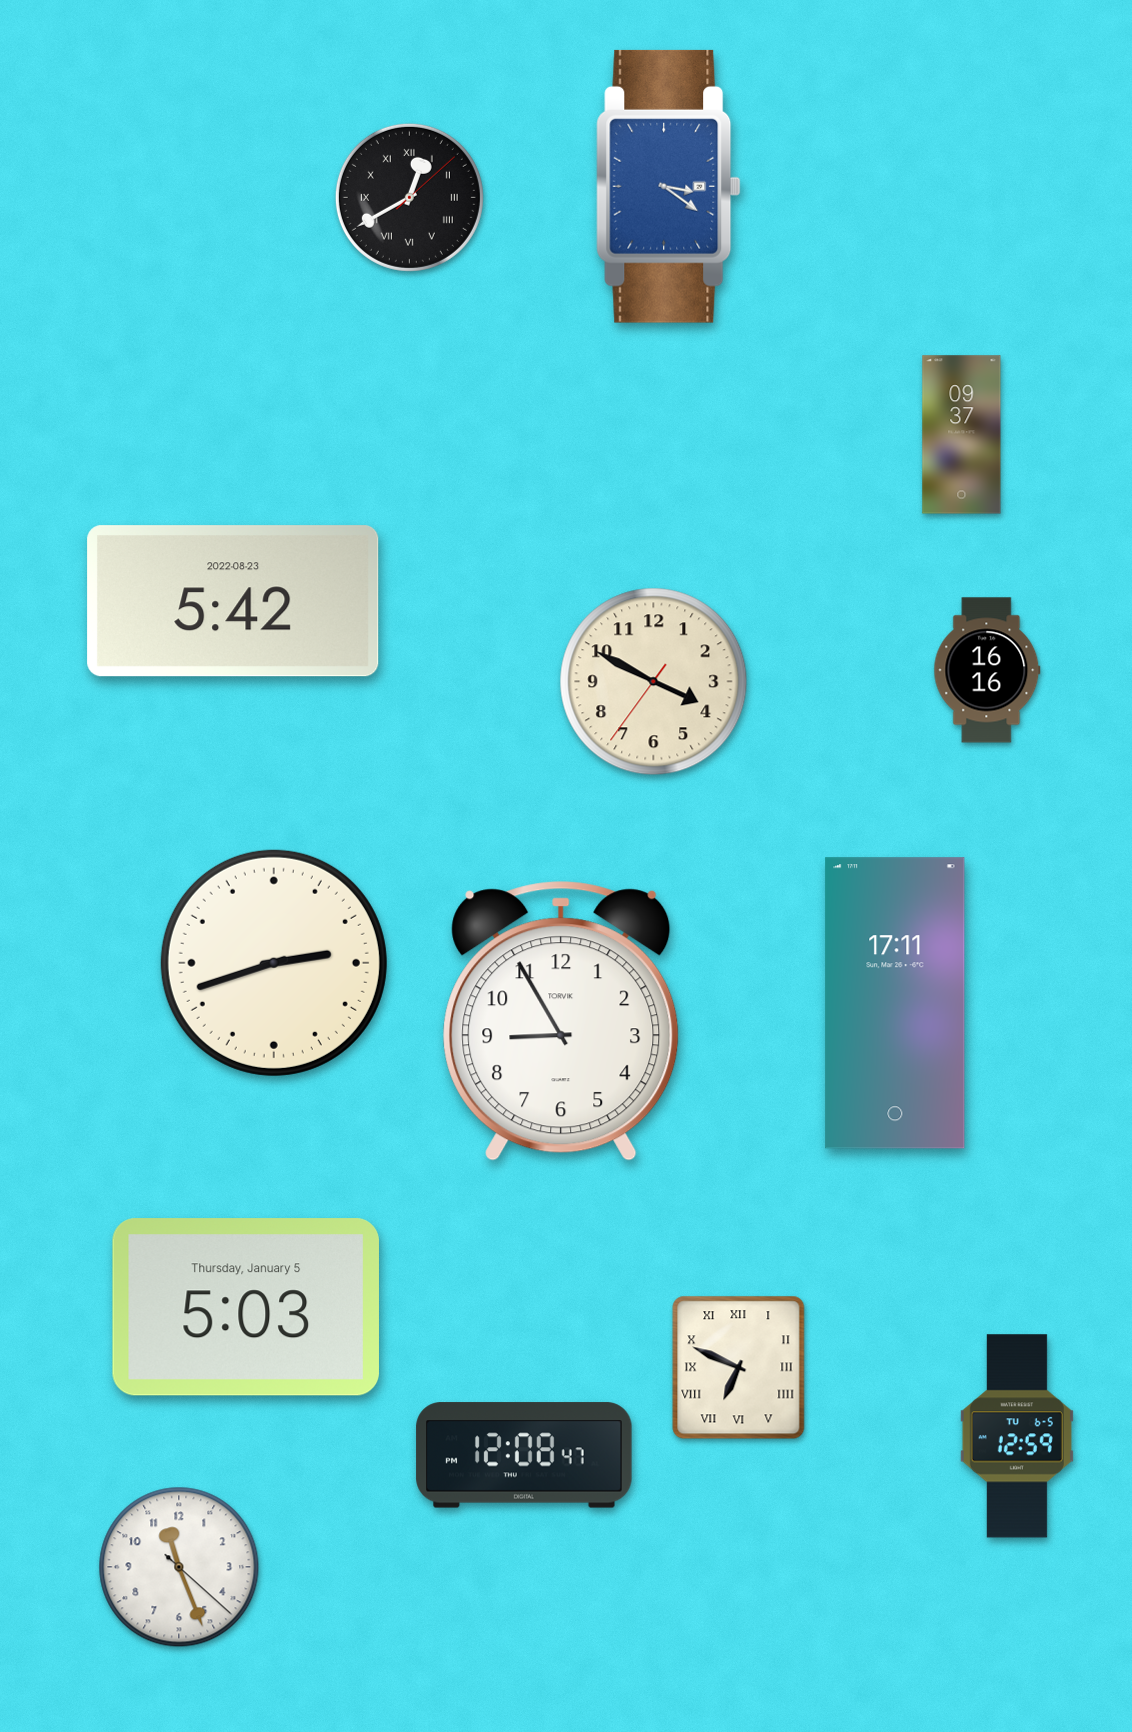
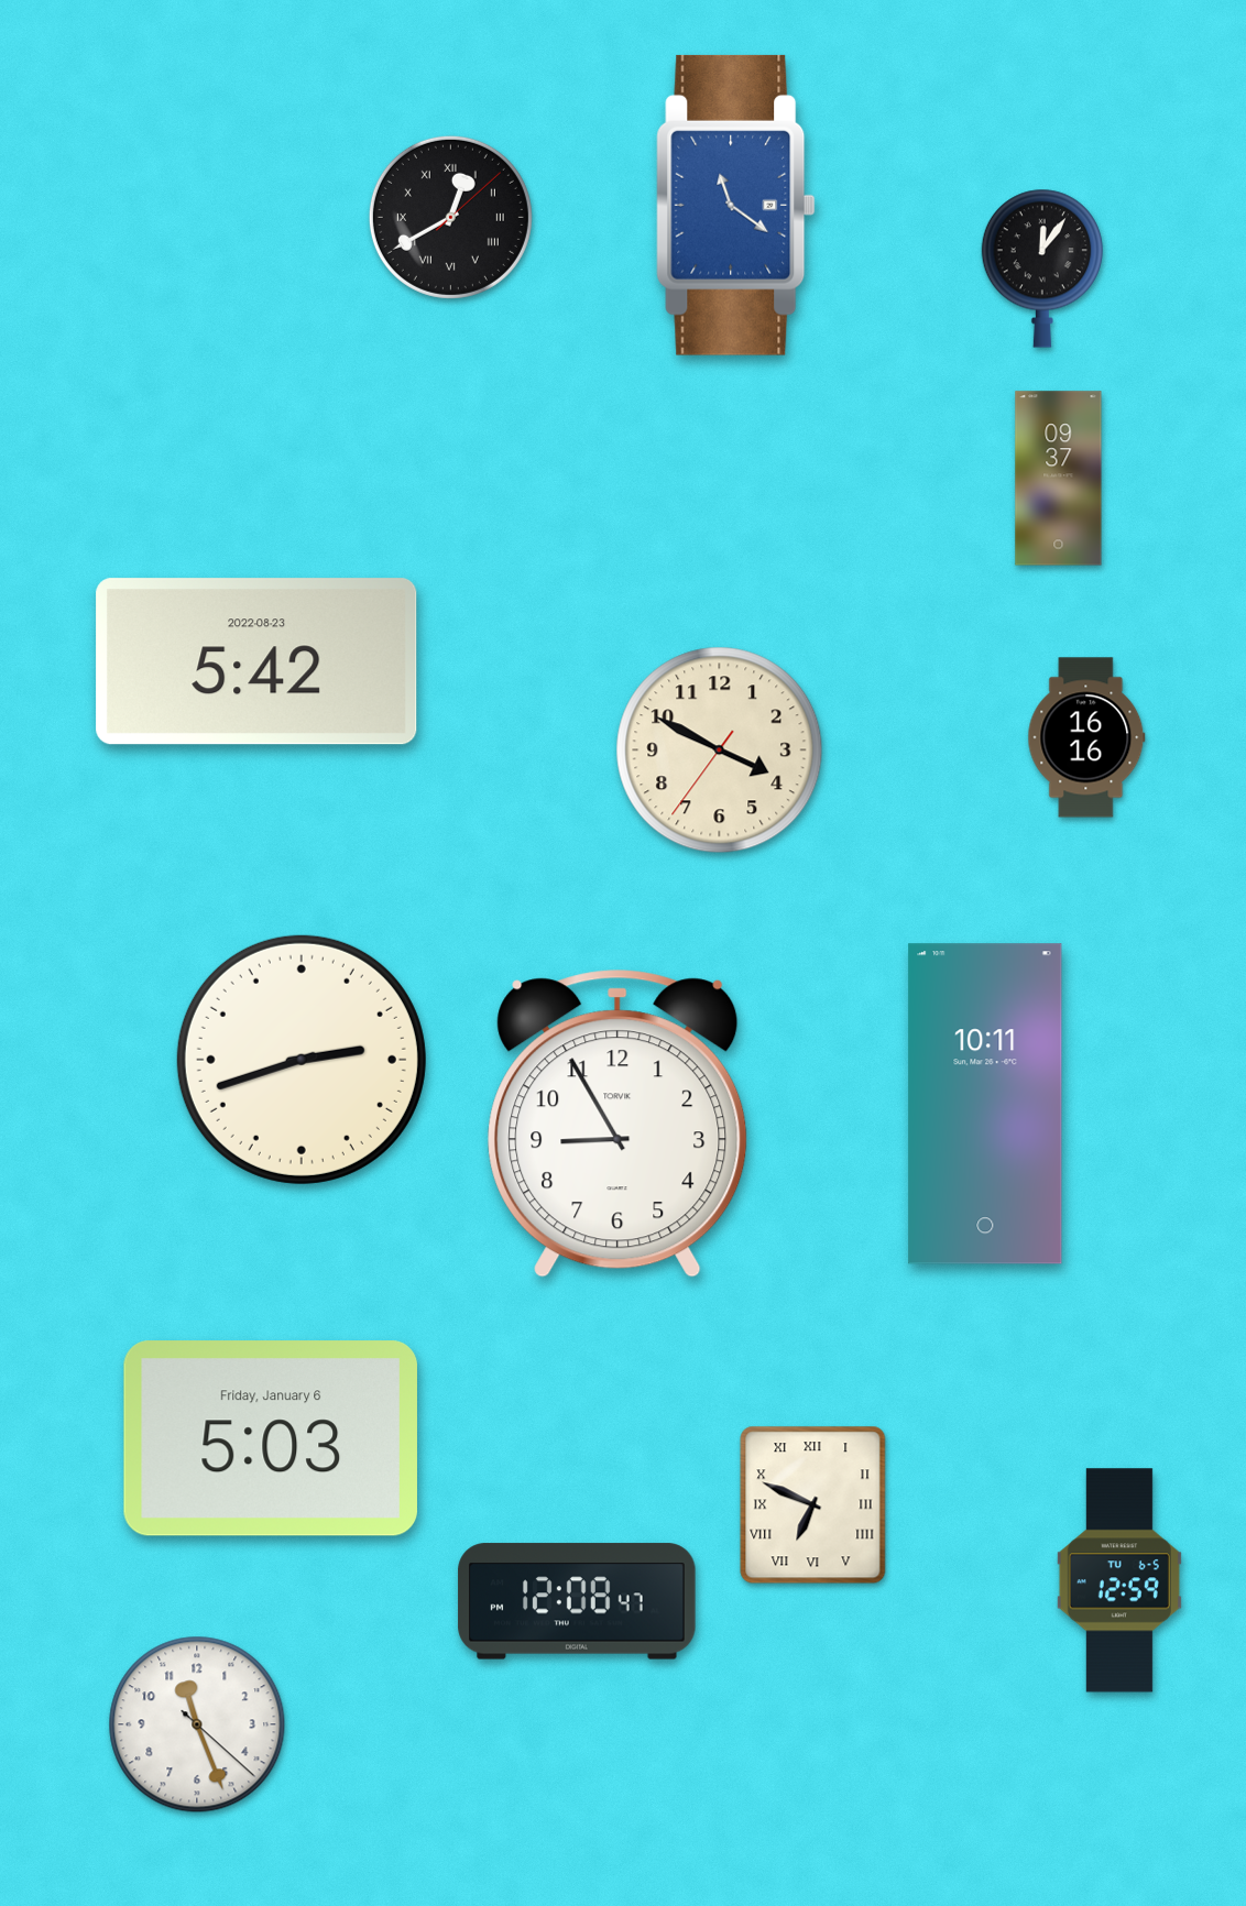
clock at (669, 186): 3:21 -> 11:21
clock at (1042, 269): none -> 12:06
clock at (895, 1003): 17:11 -> 10:11
clock at (246, 1307) date: Thursday, January 5 -> Friday, January 6
